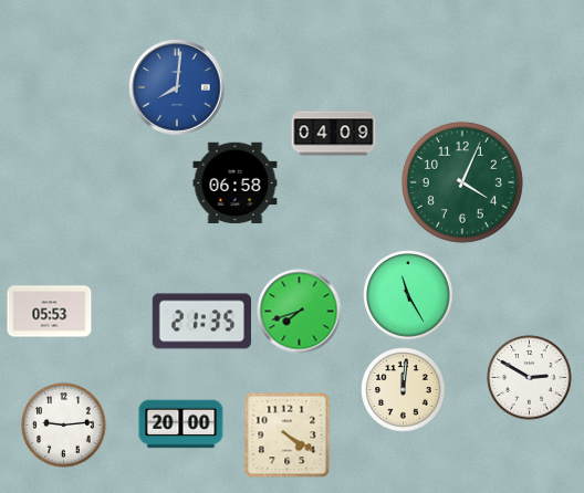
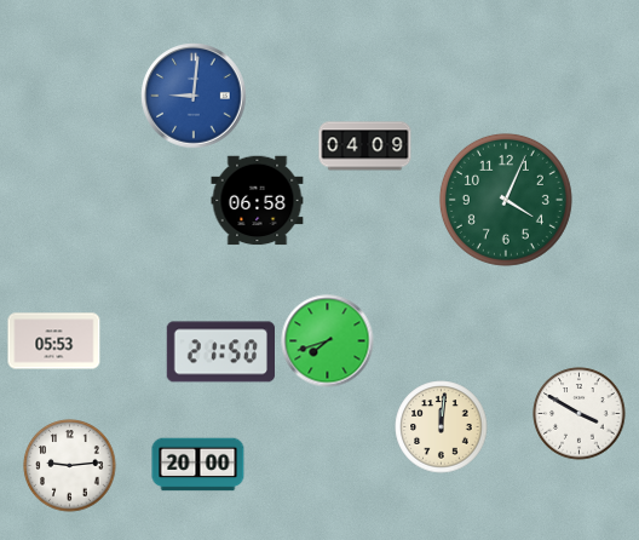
clock at (177, 87): 8:01 -> 9:01
clock at (408, 295): 11:25 -> none
clock at (201, 322): 21:35 -> 21:50
clock at (530, 378): 2:50 -> 3:50
clock at (286, 434): 4:20 -> none
